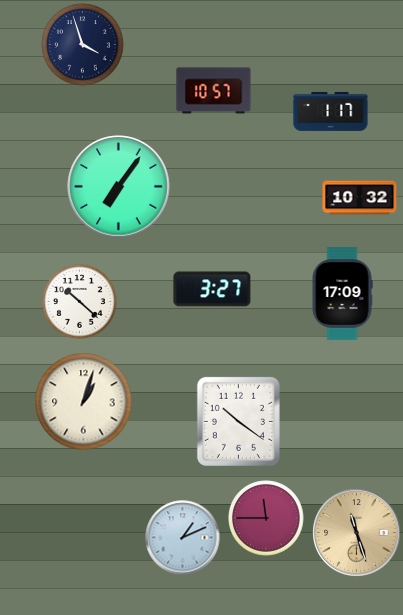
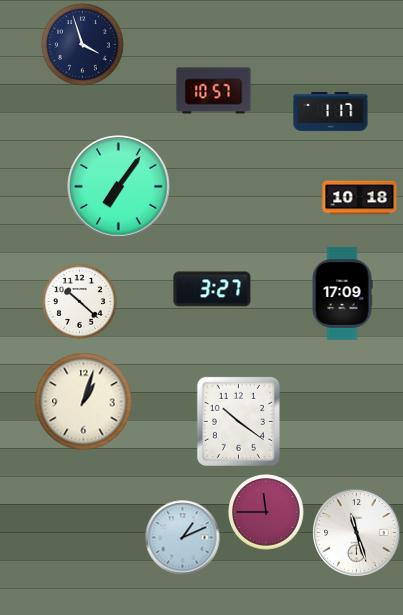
clock at (360, 198): 10:32 -> 10:18
clock at (266, 518) position: (266, 518) -> (266, 512)
clock at (357, 533) dial: champagne -> white
